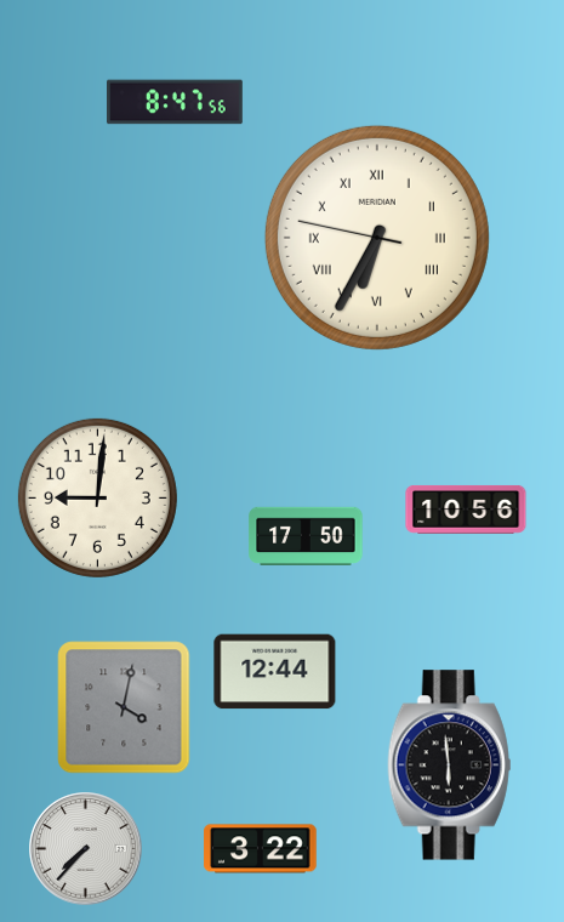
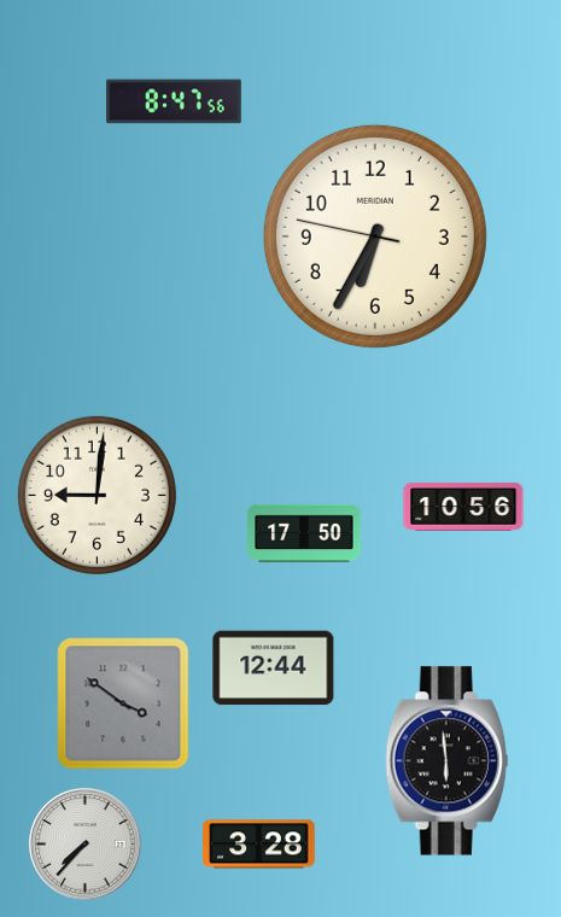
clock at (377, 238) numerals: Roman -> Arabic
clock at (124, 707): 4:02 -> 3:51
clock at (261, 849): 3:22 -> 3:28
